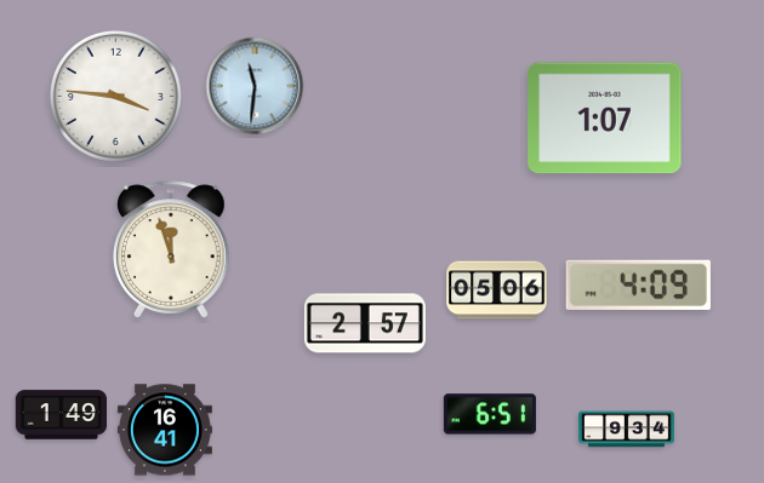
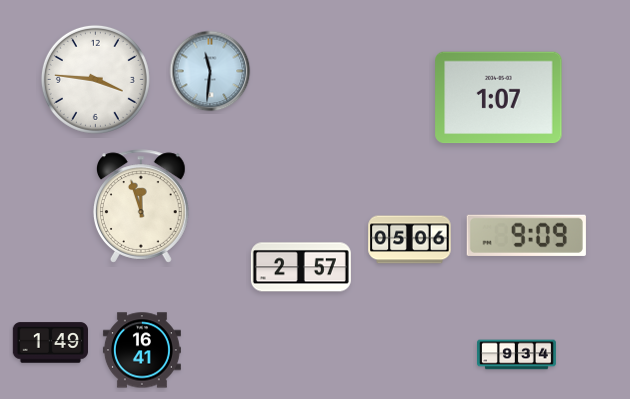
clock at (638, 284): 4:09 -> 9:09
clock at (490, 414): 6:51 -> none
clock at (165, 430) position: (165, 430) -> (142, 350)
